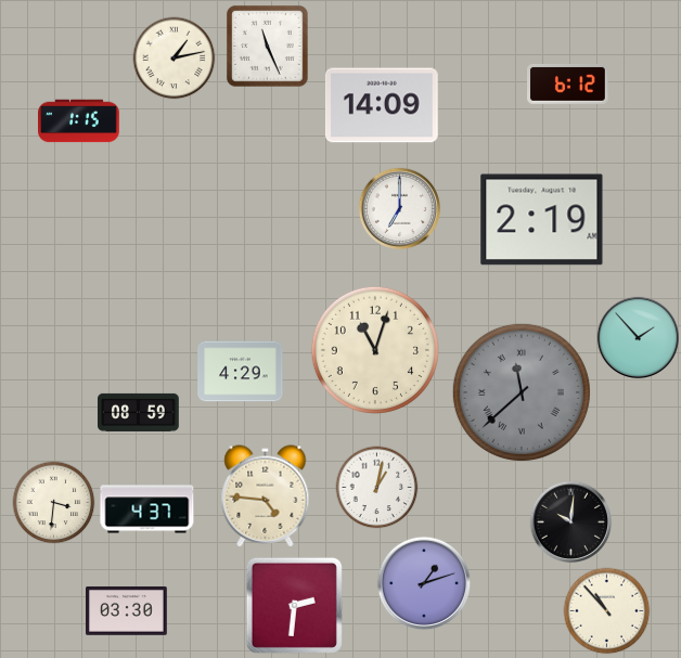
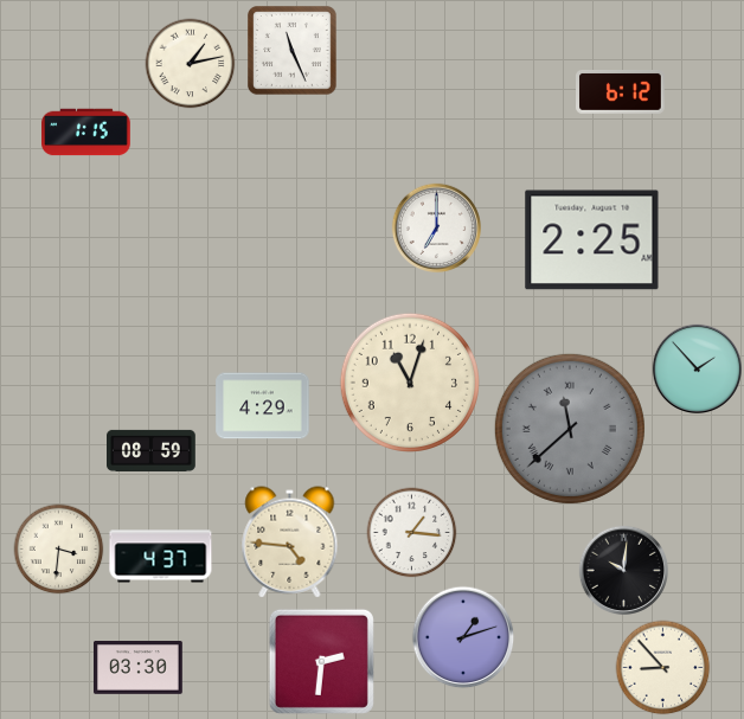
clock at (382, 105): 14:09 -> none
clock at (542, 220): 2:19 -> 2:25
clock at (377, 488): 1:02 -> 1:16
clock at (607, 611): 10:53 -> 8:53
